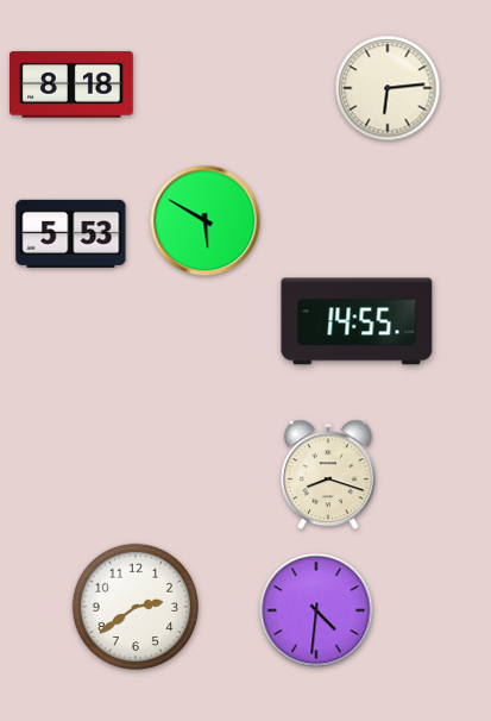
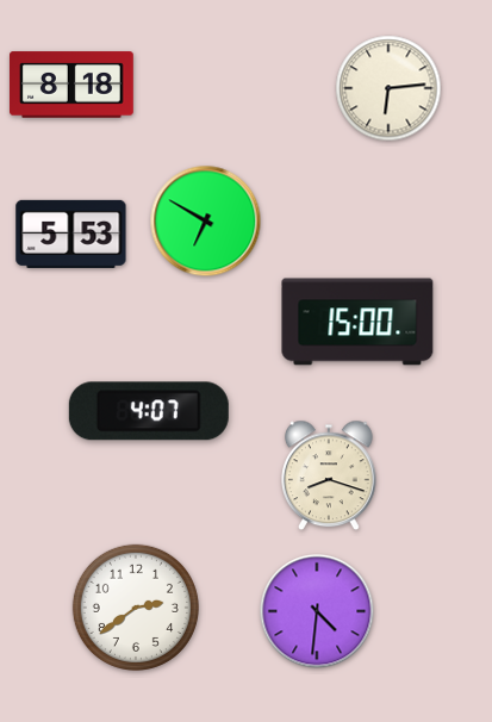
clock at (206, 221): 5:50 -> 6:50
clock at (357, 321): 14:55 -> 15:00
clock at (149, 411): none -> 4:07
